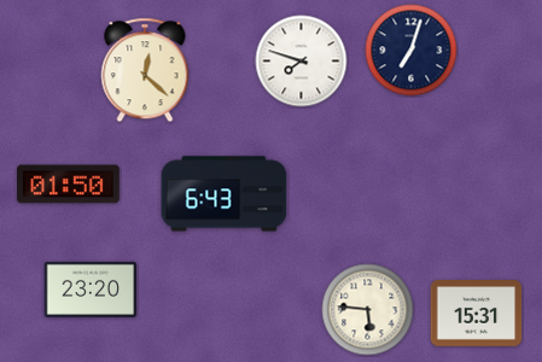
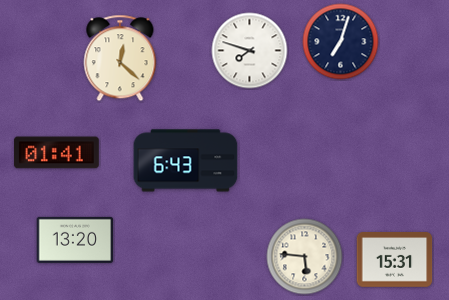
clock at (69, 185): 01:50 -> 01:41
clock at (91, 290): 23:20 -> 13:20
